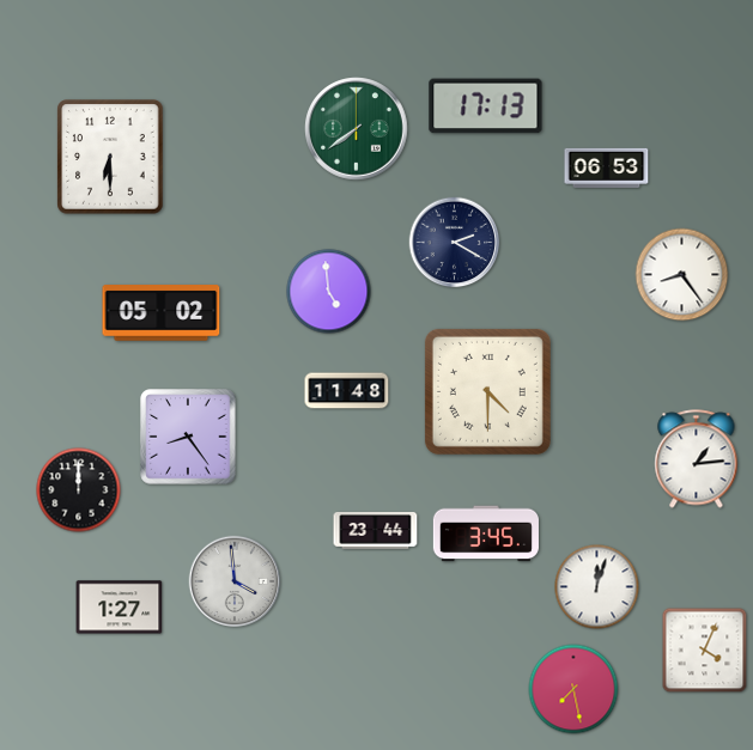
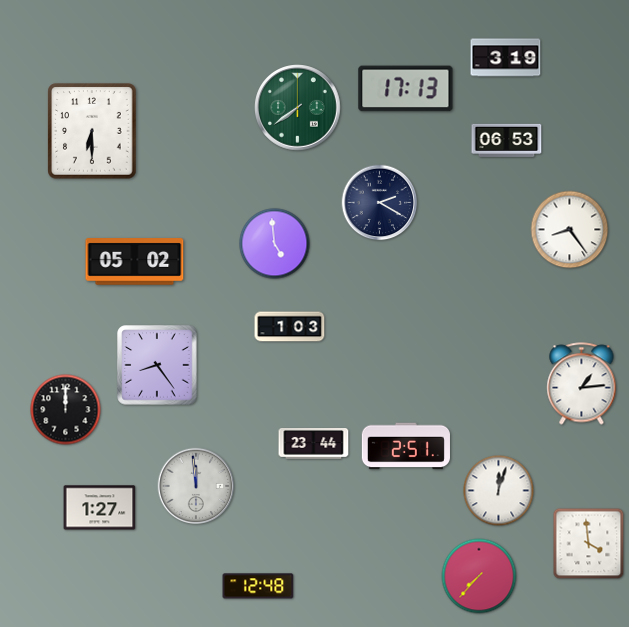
clock at (506, 58): none -> 3:19
clock at (347, 391): 11:48 -> 1:03
clock at (487, 391): 4:30 -> none
clock at (486, 533): 3:45 -> 2:51
clock at (235, 581): 3:59 -> 11:59
clock at (705, 651): 4:04 -> 3:59
clock at (573, 689): 7:28 -> 7:37
clock at (258, 586): none -> 12:48
